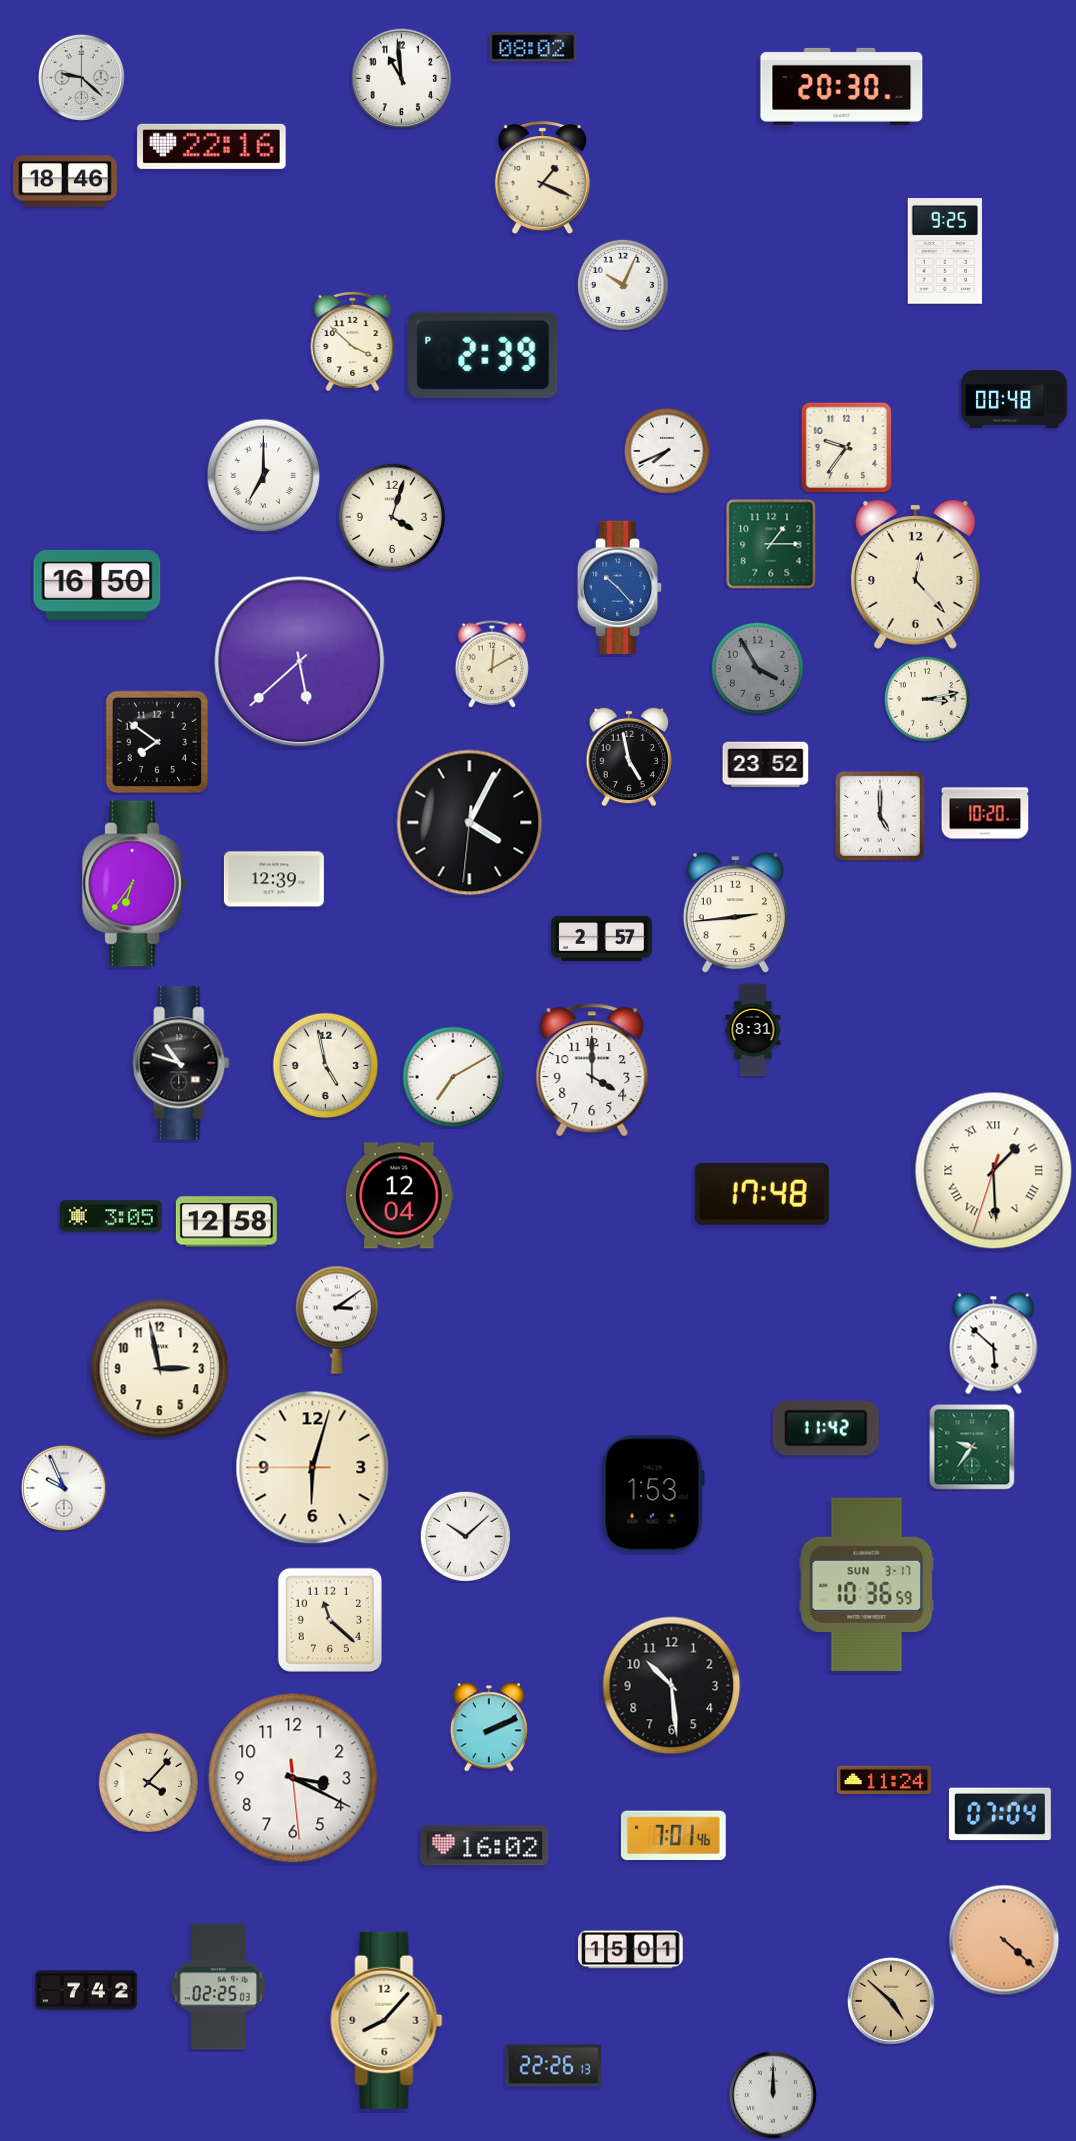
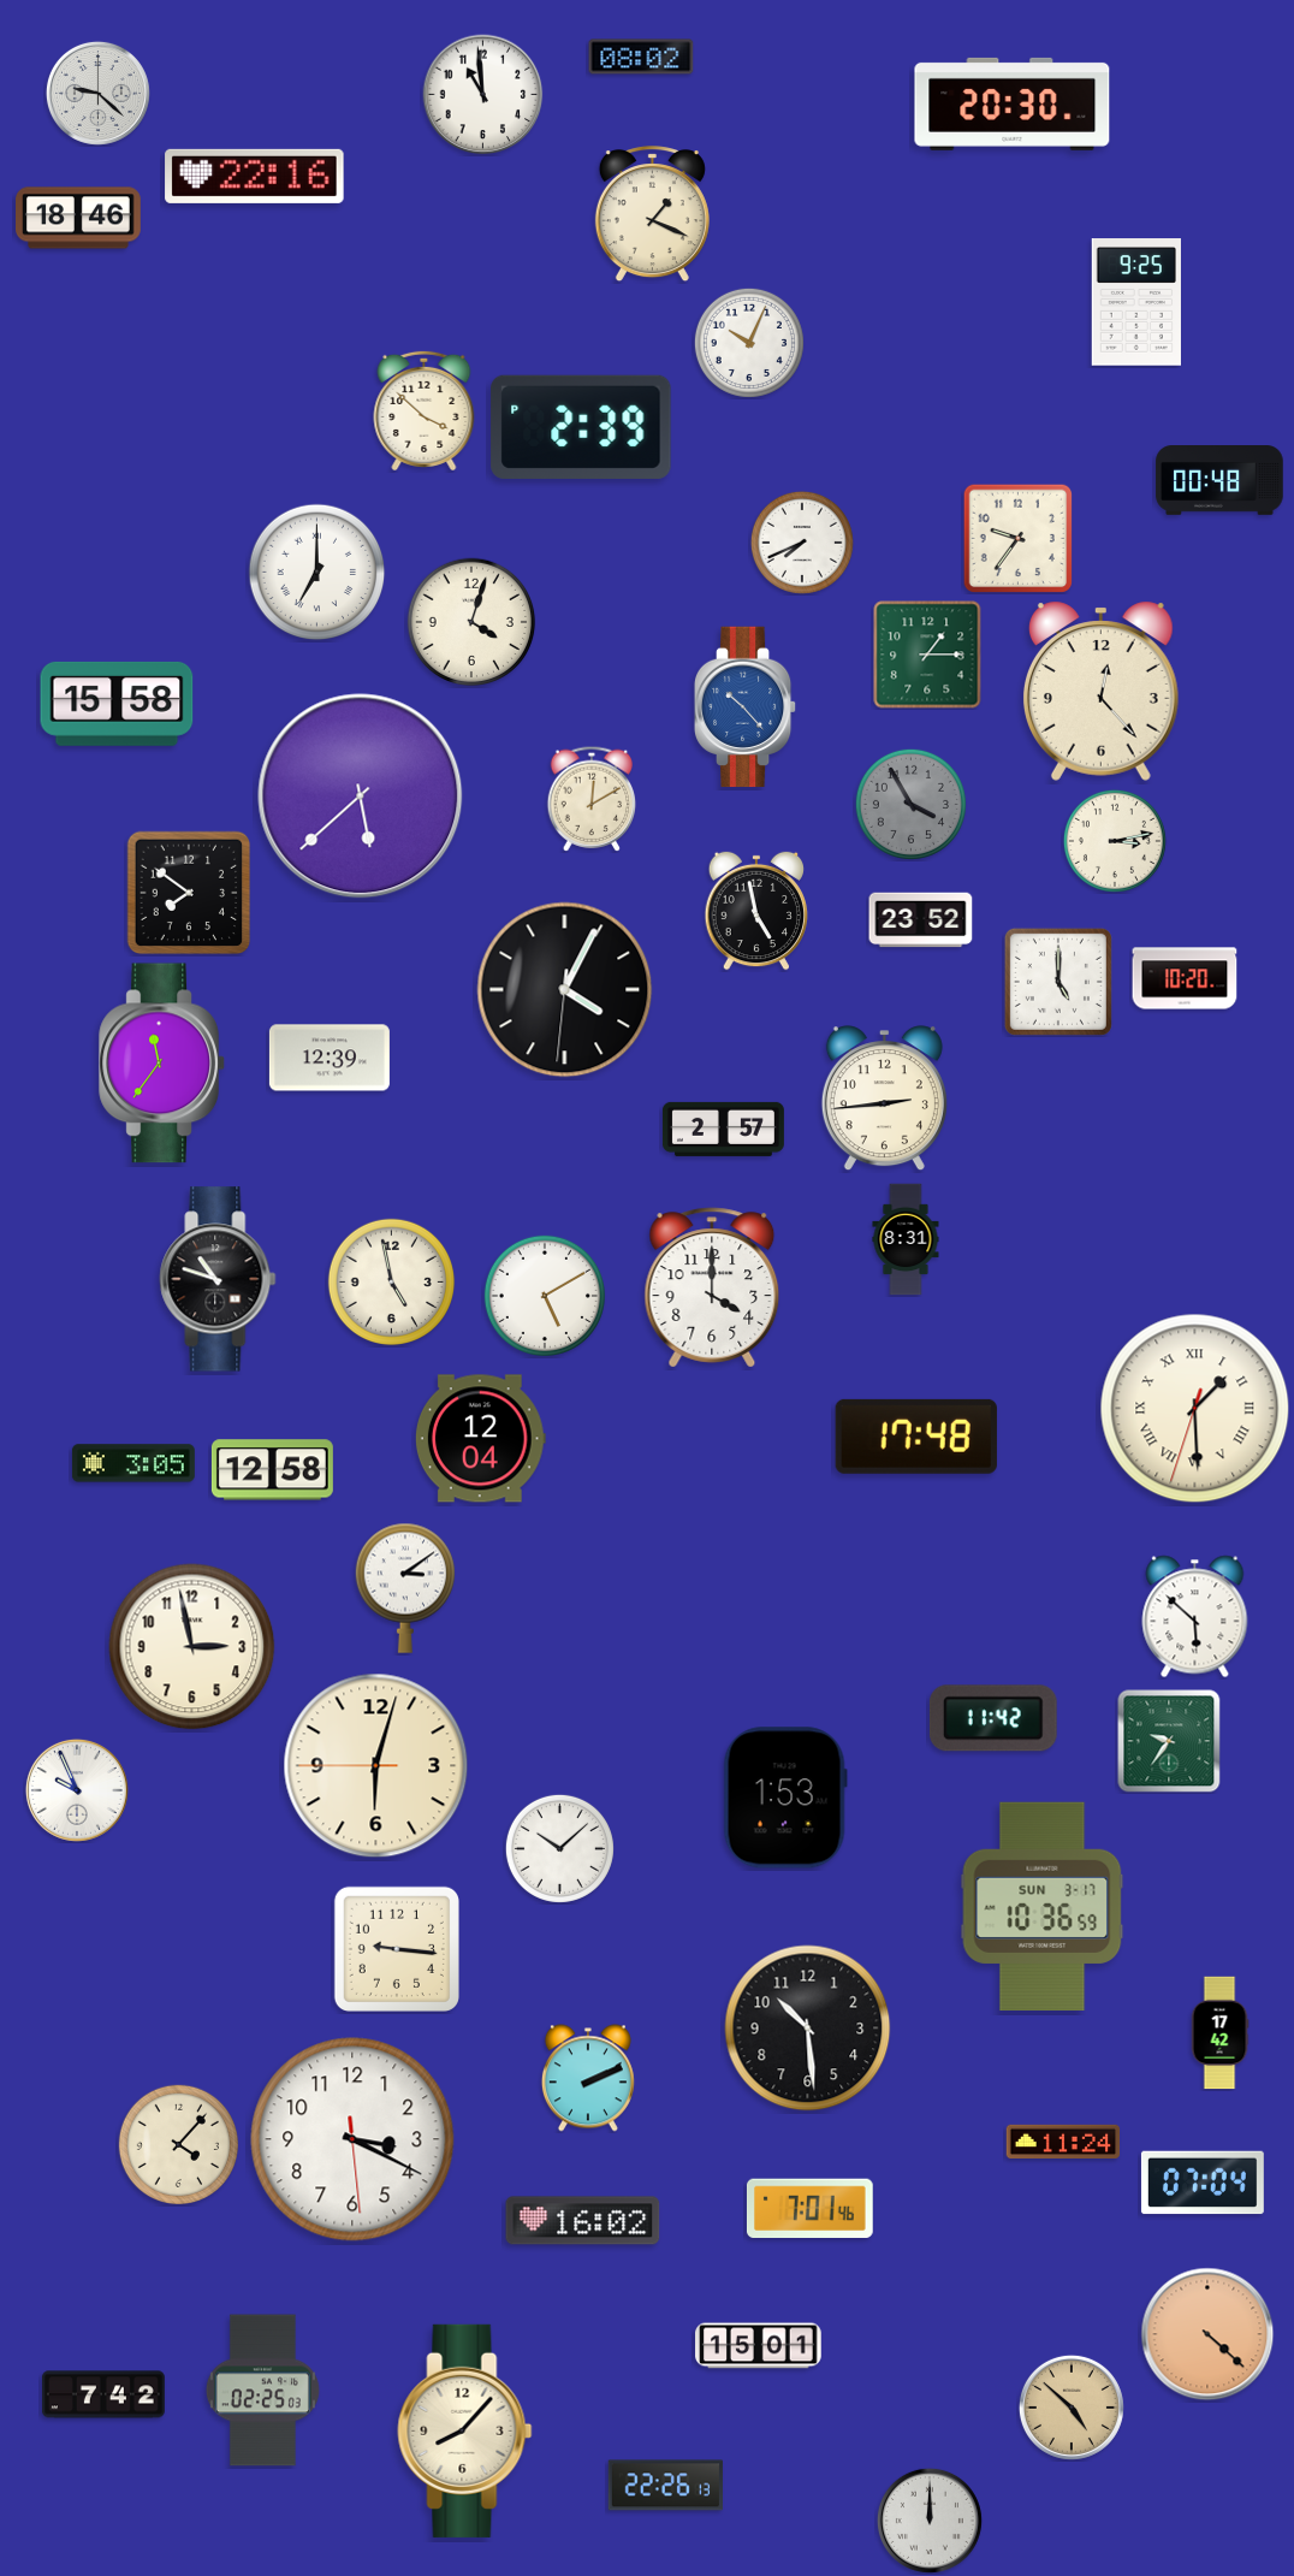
clock at (97, 585): 16:50 -> 15:58
clock at (135, 884): 6:36 -> 11:36
clock at (452, 1076): 7:10 -> 5:10
clock at (330, 1620): 11:22 -> 9:16
clock at (1219, 2033): none -> 17:42
